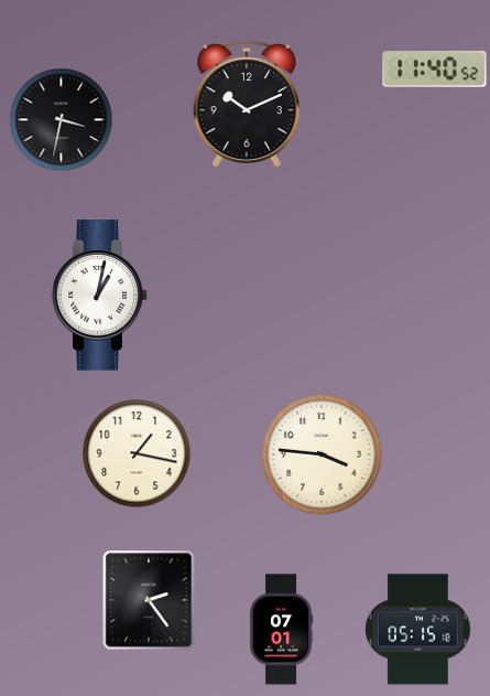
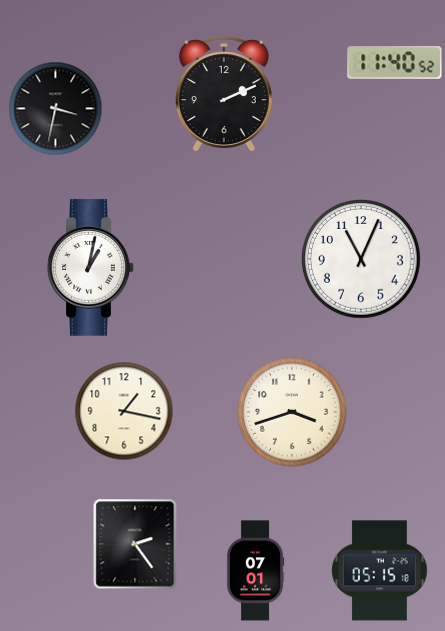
clock at (247, 104): 10:11 -> 2:11
clock at (362, 260): none -> 11:04
clock at (322, 454): 3:46 -> 3:42
